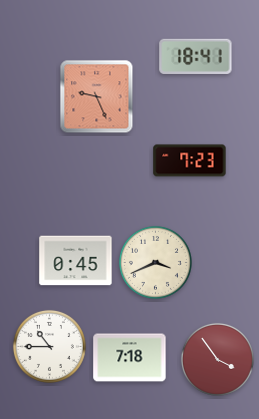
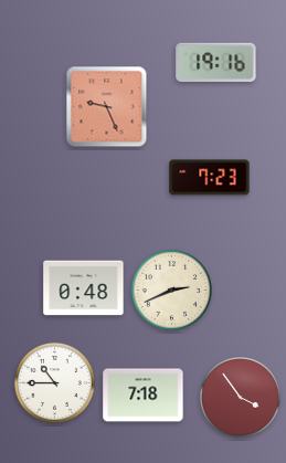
clock at (196, 56): 18:41 -> 19:16
clock at (76, 261): 0:45 -> 0:48
clock at (155, 262): 3:41 -> 2:41
